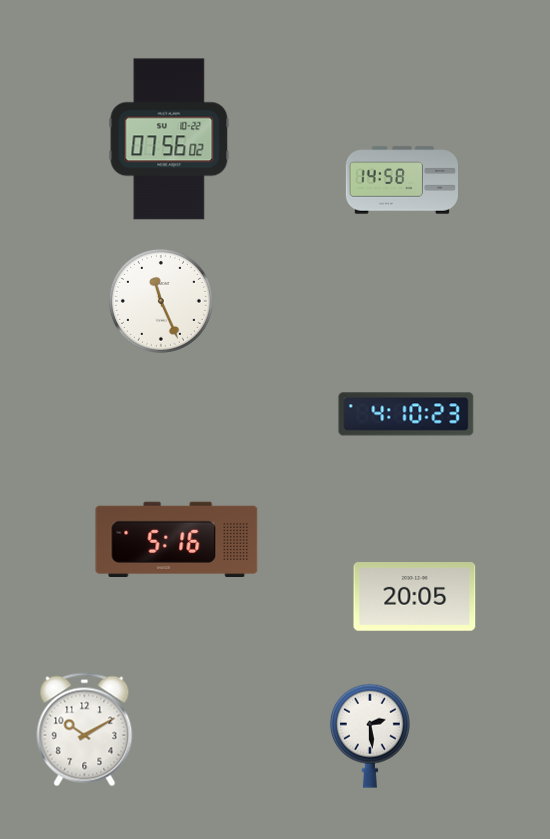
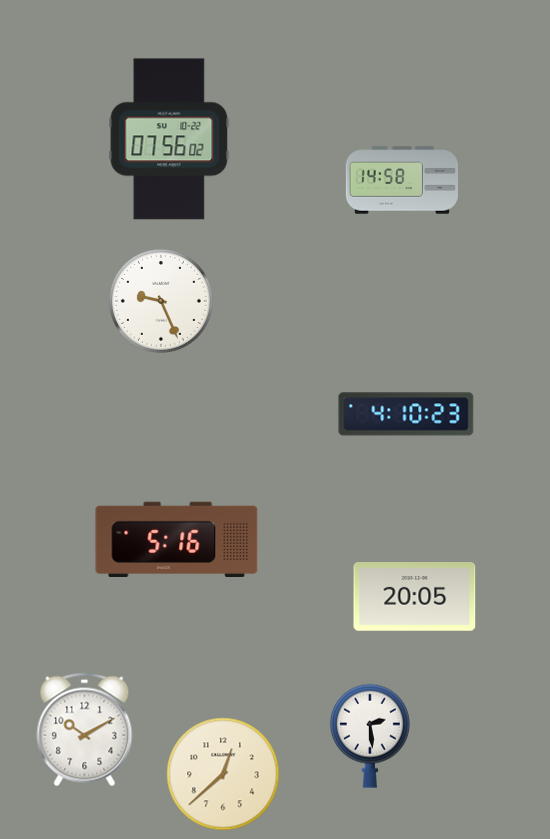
clock at (161, 301): 11:26 -> 9:26
clock at (223, 774): none -> 12:38
